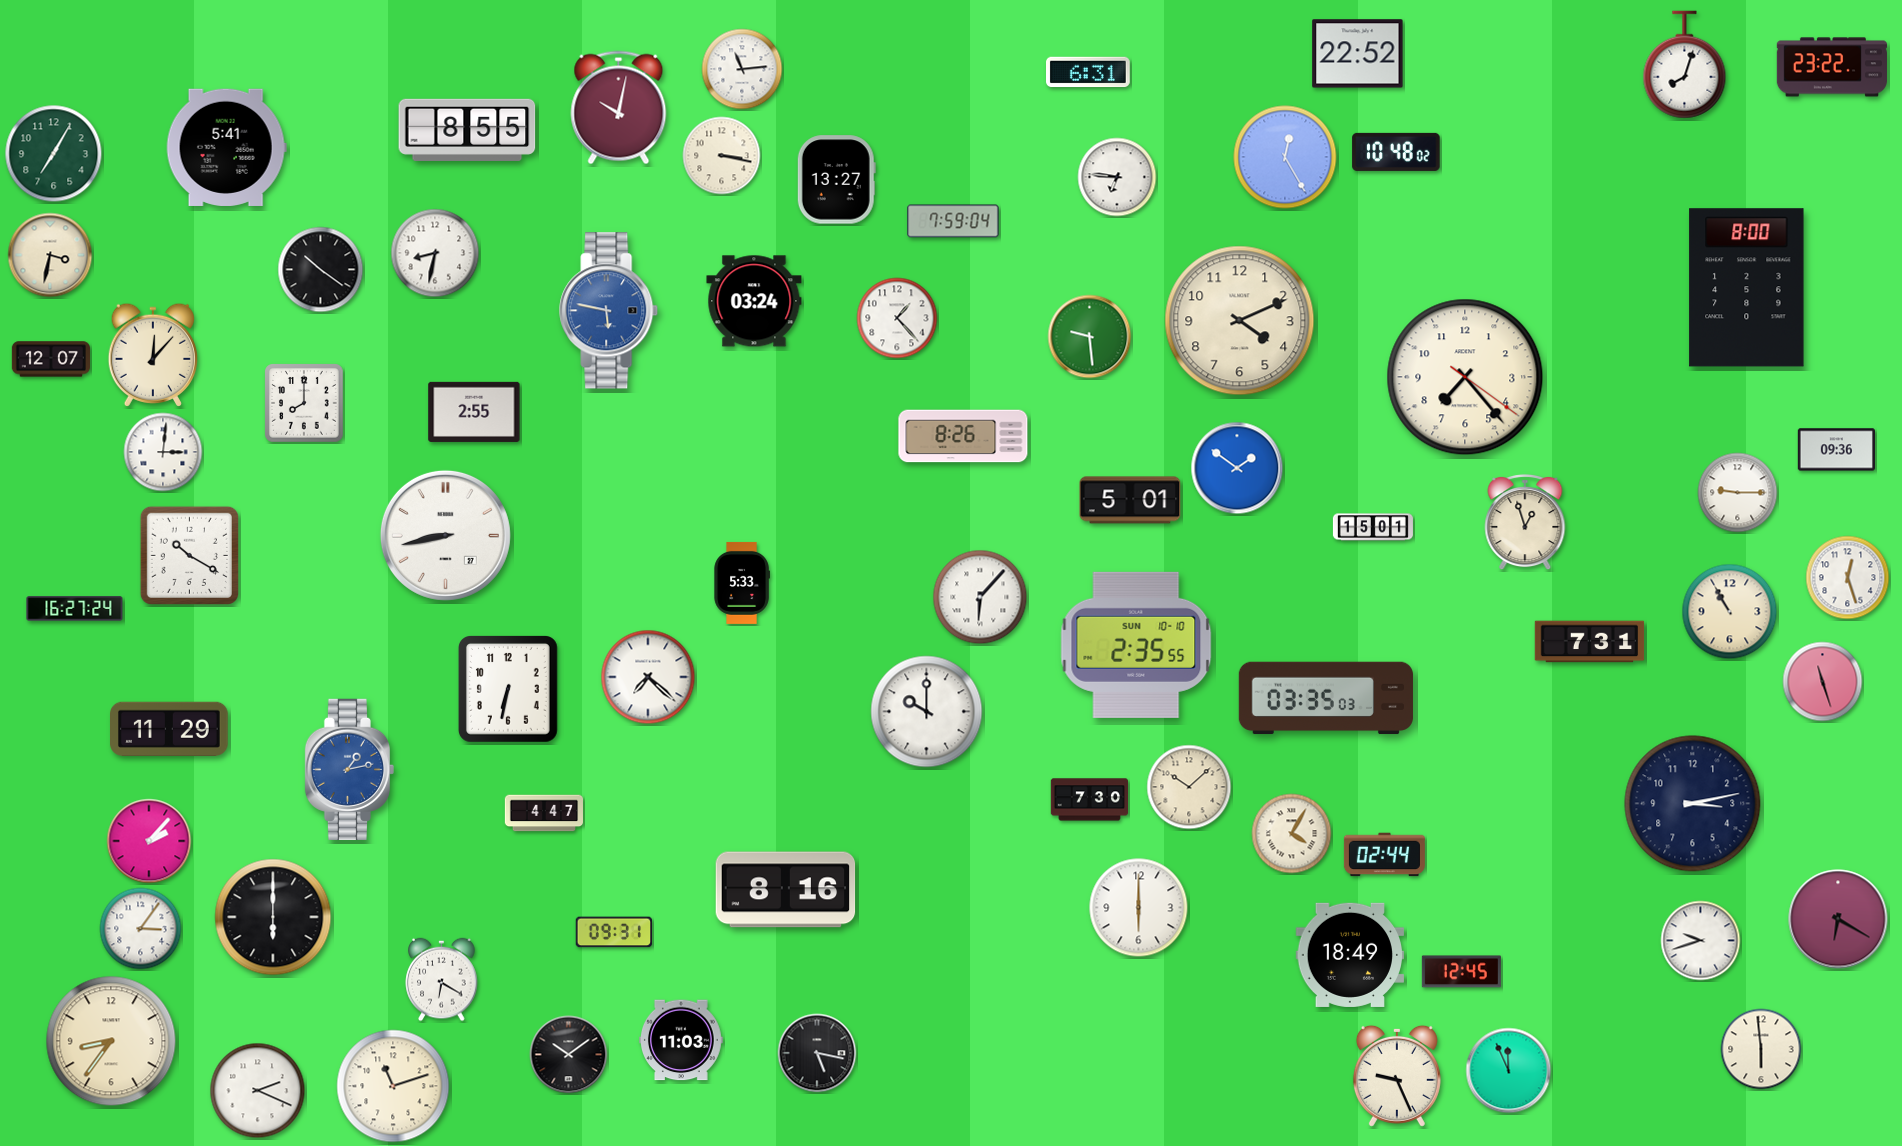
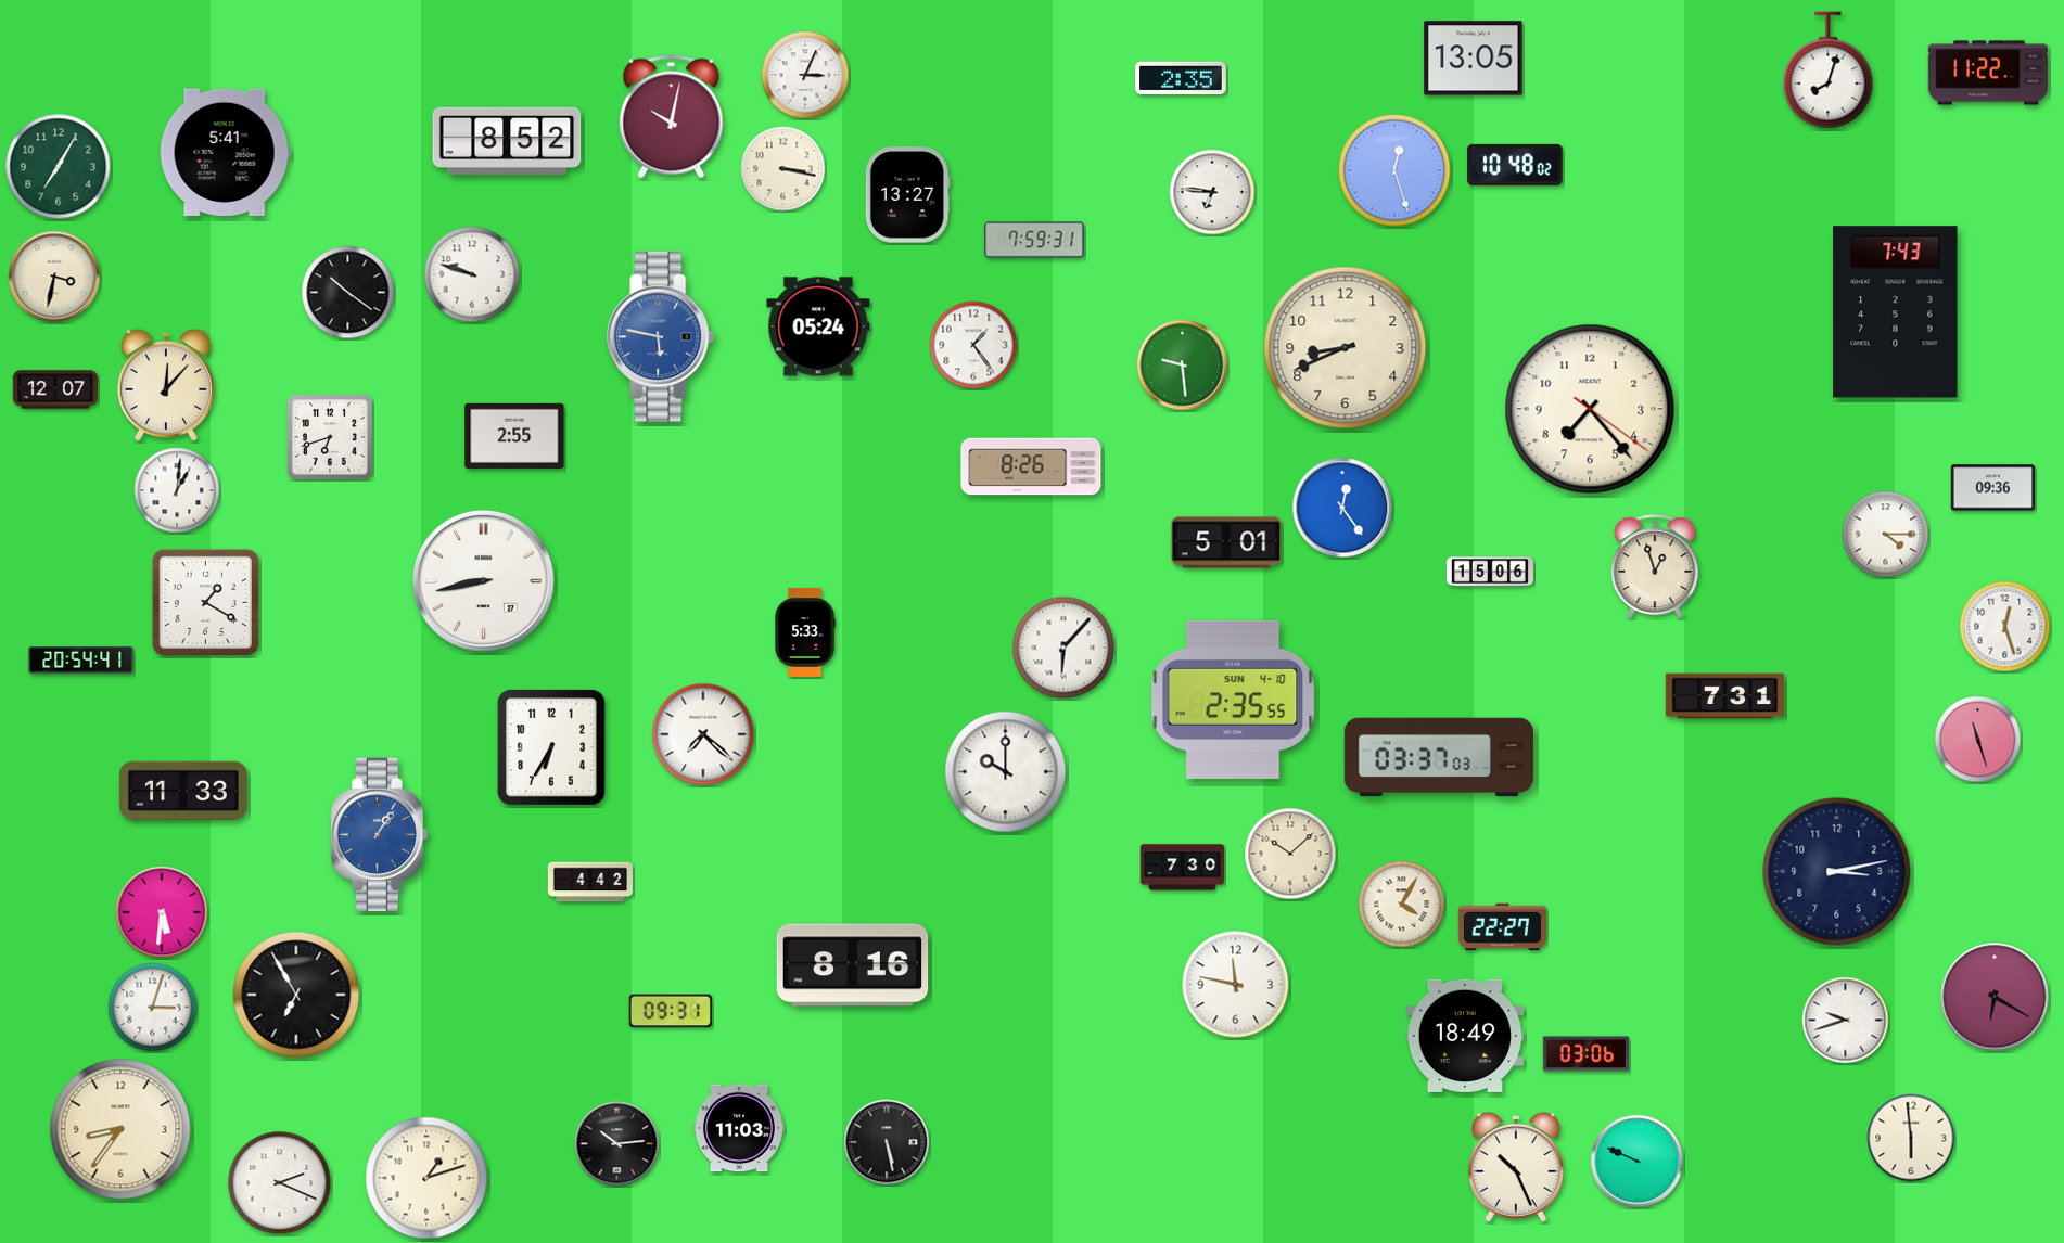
clock at (1358, 54): 22:52 -> 13:05
clock at (1832, 67): 23:22 -> 11:22
clock at (742, 69): 11:14 -> 3:04
clock at (1089, 72): 6:31 -> 2:35
clock at (467, 130): 8:55 -> 8:52
clock at (226, 147) position: (226, 147) -> (225, 152)
clock at (1285, 157): 12:25 -> 12:27
clock at (953, 221): 7:59:04 -> 7:59:31
clock at (435, 253): 8:32 -> 9:48
clock at (1747, 288): 8:00 -> 7:43
clock at (754, 301): 03:24 -> 05:24
clock at (897, 318): 1:23 -> 1:24
clock at (1240, 321): 4:11 -> 8:41
clock at (304, 403): 8:00 -> 6:42
clock at (474, 412) position: (474, 412) -> (514, 436)
clock at (963, 436) position: (963, 436) -> (1031, 466)
clock at (163, 452): 3:01 -> 1:01
clock at (1237, 468): 1:51 -> 12:24
clock at (1738, 493): 9:15 -> 4:15
clock at (1373, 527): 15:01 -> 15:06
clock at (189, 555): 10:20 -> 1:20
clock at (75, 609): 16:27 -> 20:54
clock at (1730, 612): 10:55 -> none
clock at (1136, 645) date: SUN 10-10 -> SUN 4-10
clock at (509, 690): 6:32 -> 6:35
clock at (1326, 698): 03:35 -> 03:37
clock at (170, 728): 11:29 -> 11:33
clock at (349, 769): 1:13 -> 1:06
clock at (543, 813): 4:47 -> 4:42
clock at (149, 841): 2:07 -> 5:31
clock at (1384, 855): 02:44 -> 22:27
clock at (1139, 908): 6:00 -> 11:47
clock at (273, 917): 6:00 -> 6:55
clock at (141, 929): 3:06 -> 3:03
clock at (614, 932) position: (614, 932) -> (671, 1011)
clock at (1461, 972): 12:45 -> 03:06
clock at (442, 980): 6:20 -> none
clock at (817, 1053): 5:17 -> 5:28
clock at (569, 1055): 10:09 -> 10:14
clock at (1509, 1071): 11:56 -> 9:49
clock at (1397, 1076): 9:26 -> 10:26
clock at (393, 1086): 11:12 -> 1:12
